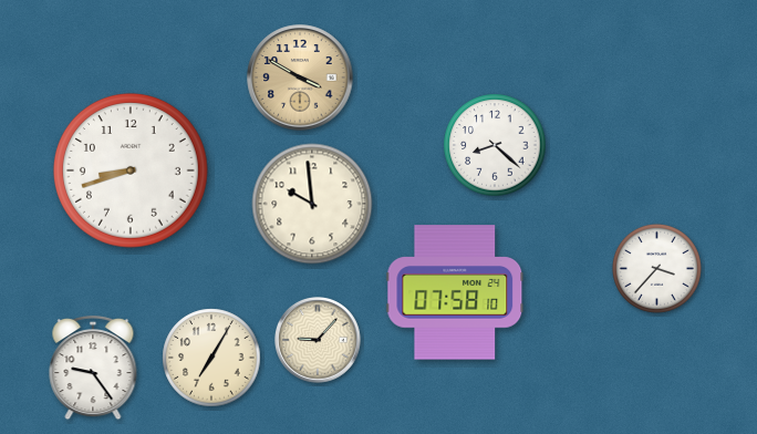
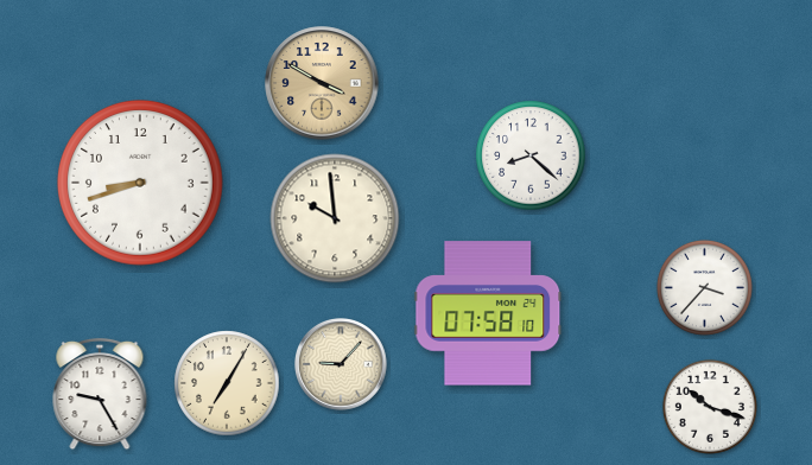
clock at (93, 368): 9:24 -> 9:25
clock at (710, 407): none -> 10:18
